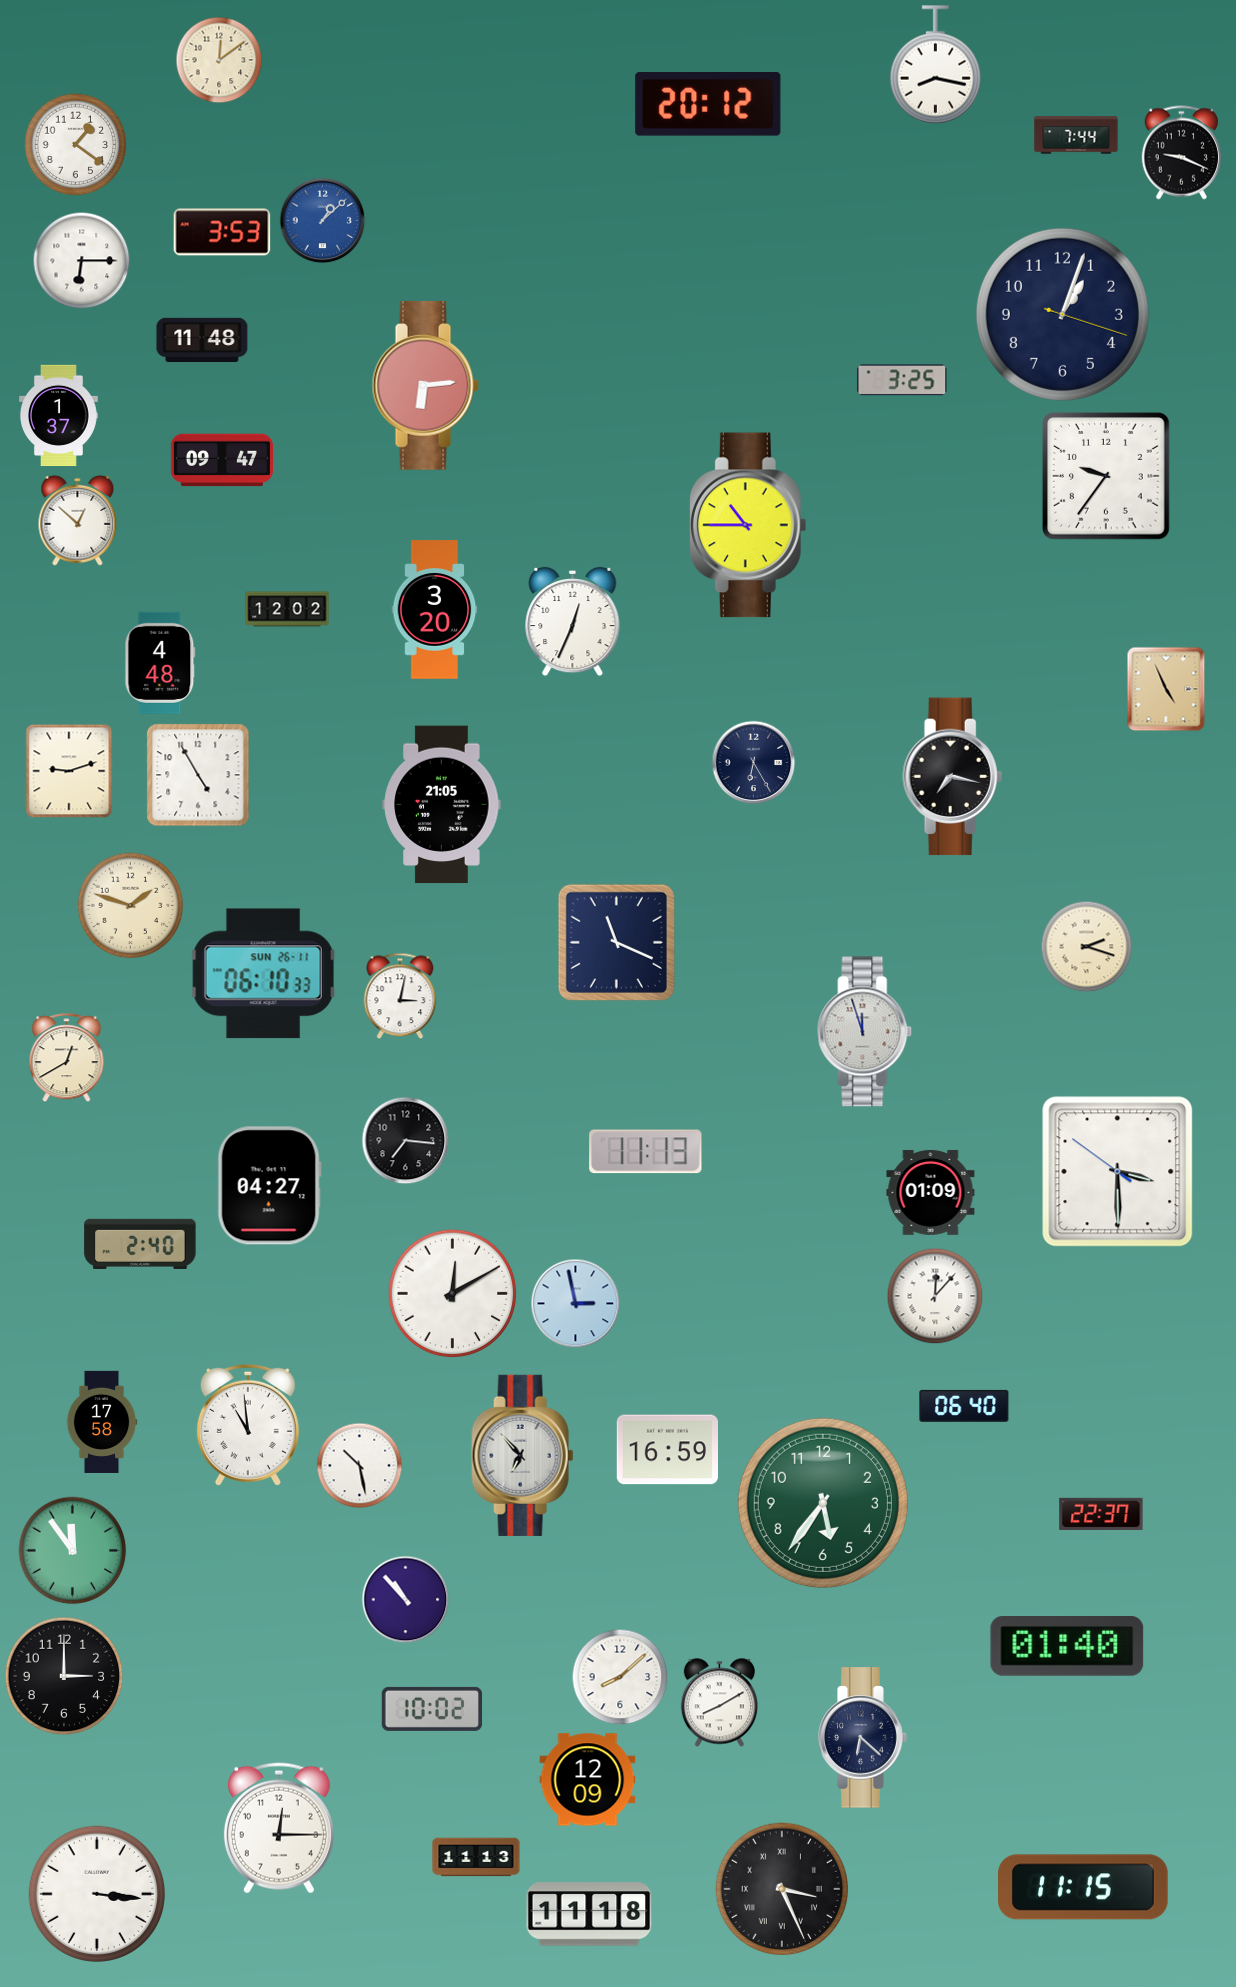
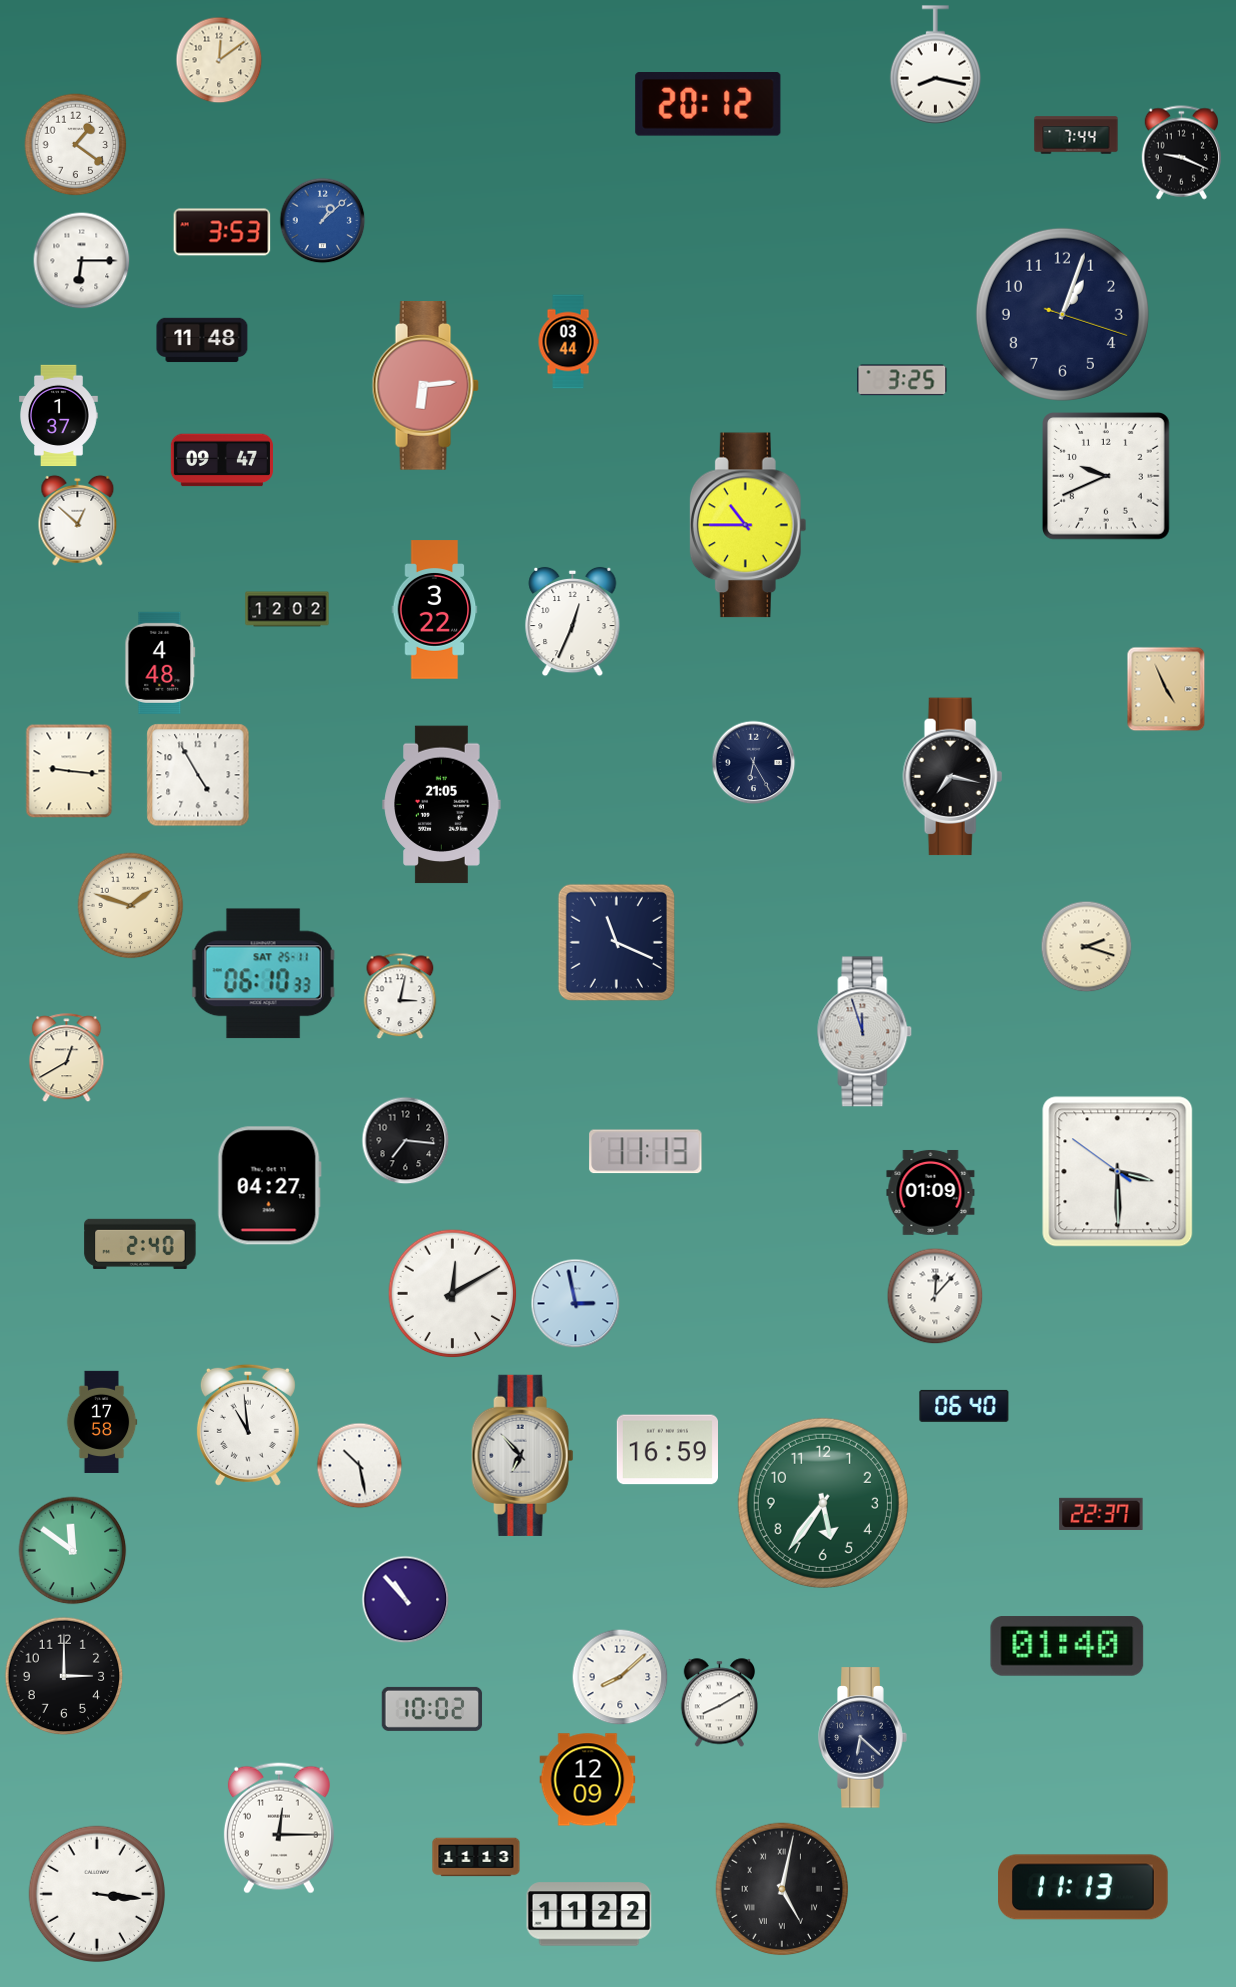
clock at (568, 342): none -> 03:44
clock at (1107, 477): 9:36 -> 9:41
clock at (435, 610): 3:20 -> 3:22
clock at (69, 771): 9:12 -> 9:16
clock at (263, 974) date: SUN 26-11 -> SAT 25-11
clock at (73, 1551): 11:54 -> 11:51
clock at (1083, 1887): 11:15 -> 11:13
clock at (782, 1889): 3:26 -> 5:02
clock at (589, 1914): 11:18 -> 11:22
